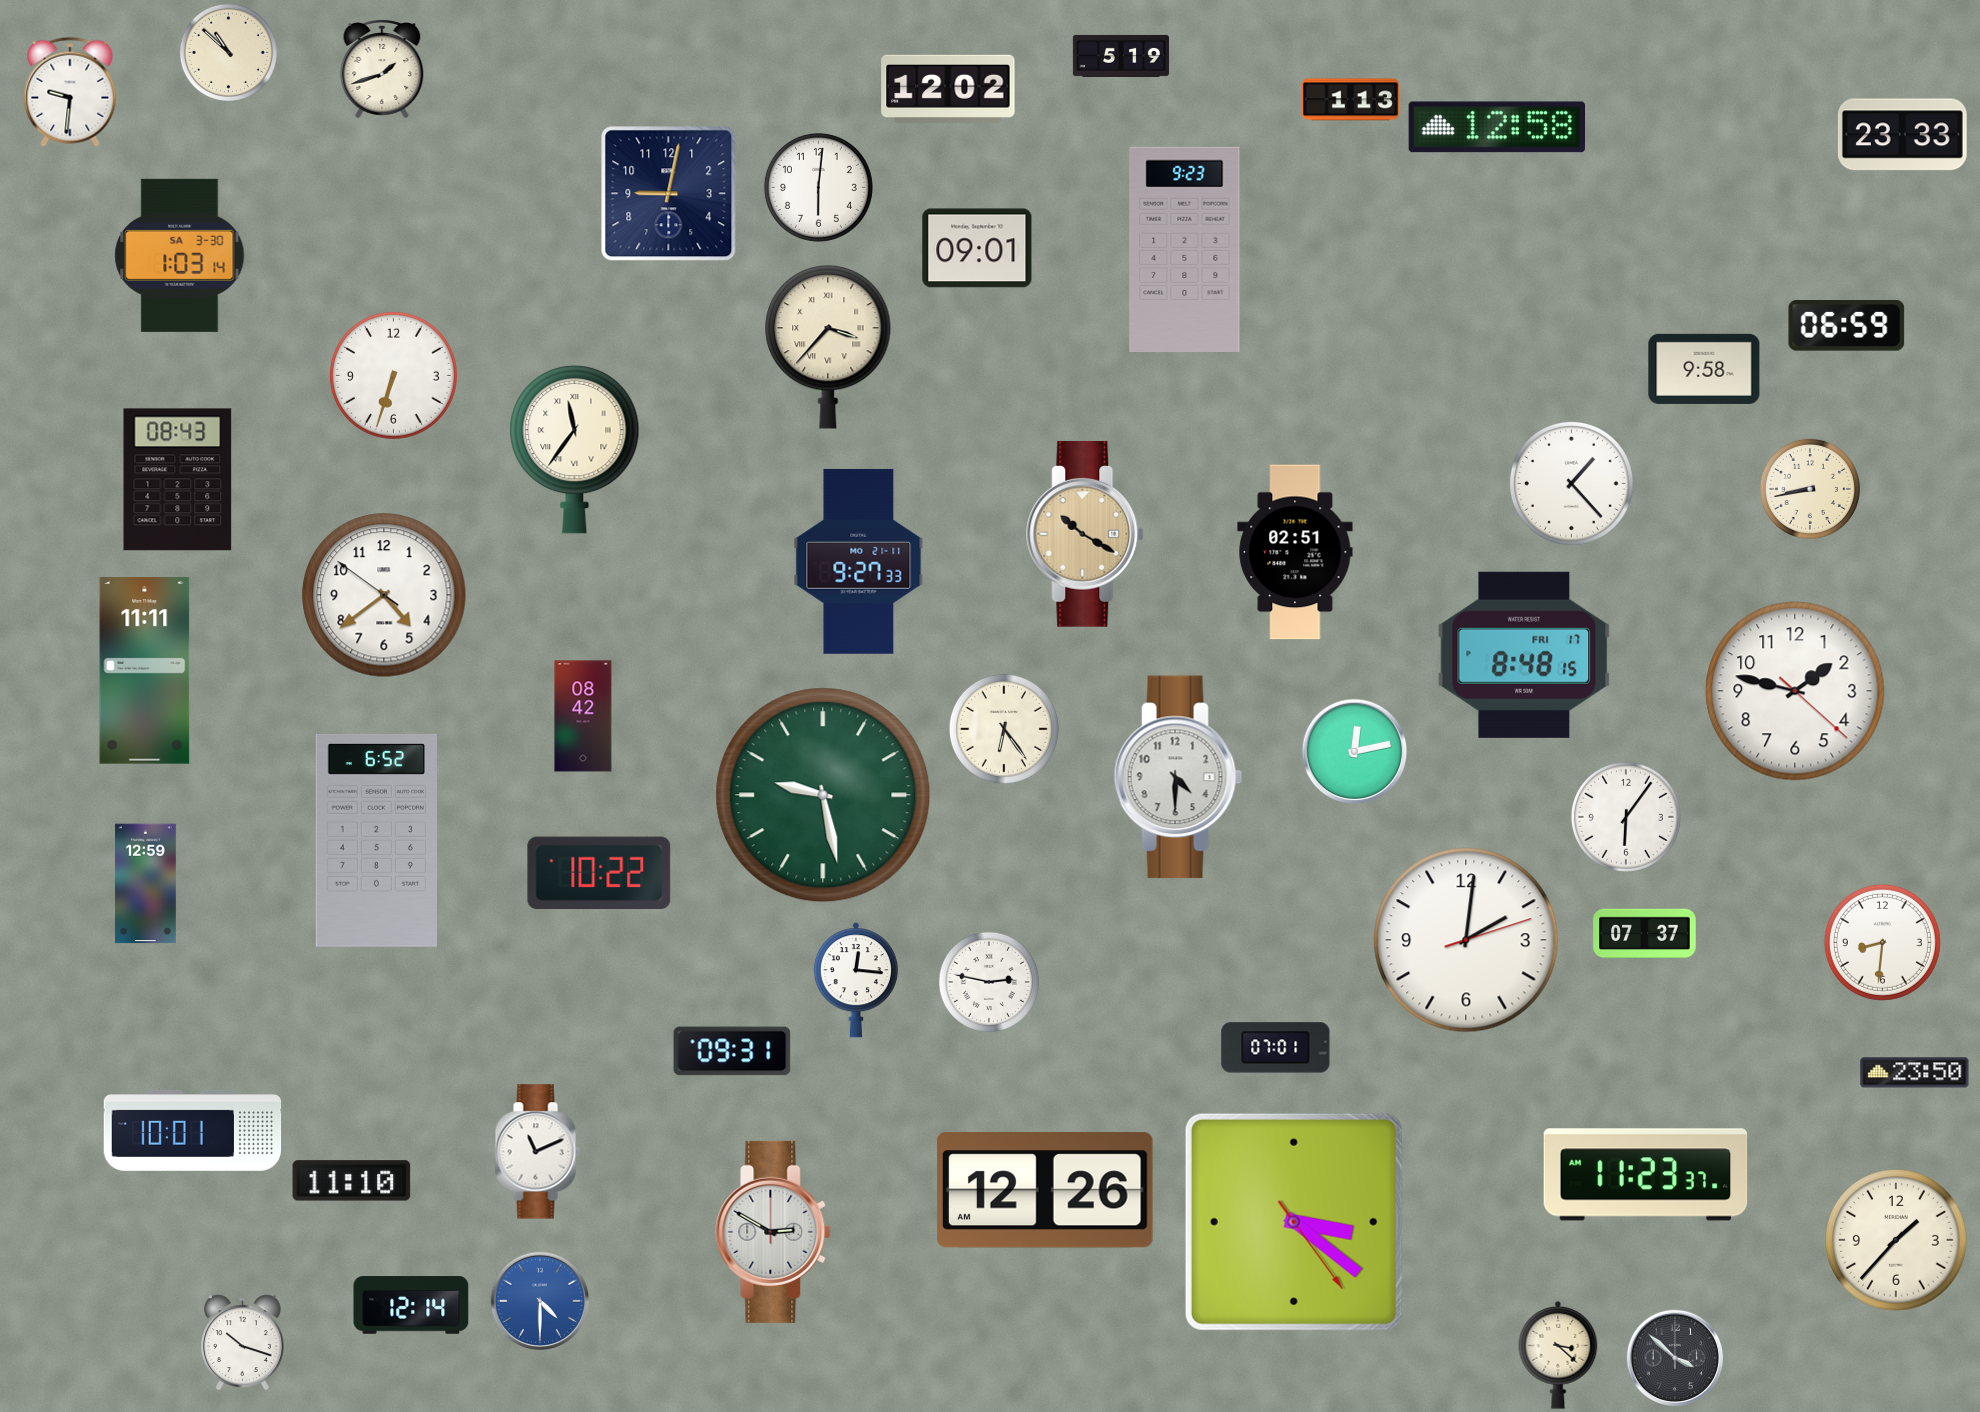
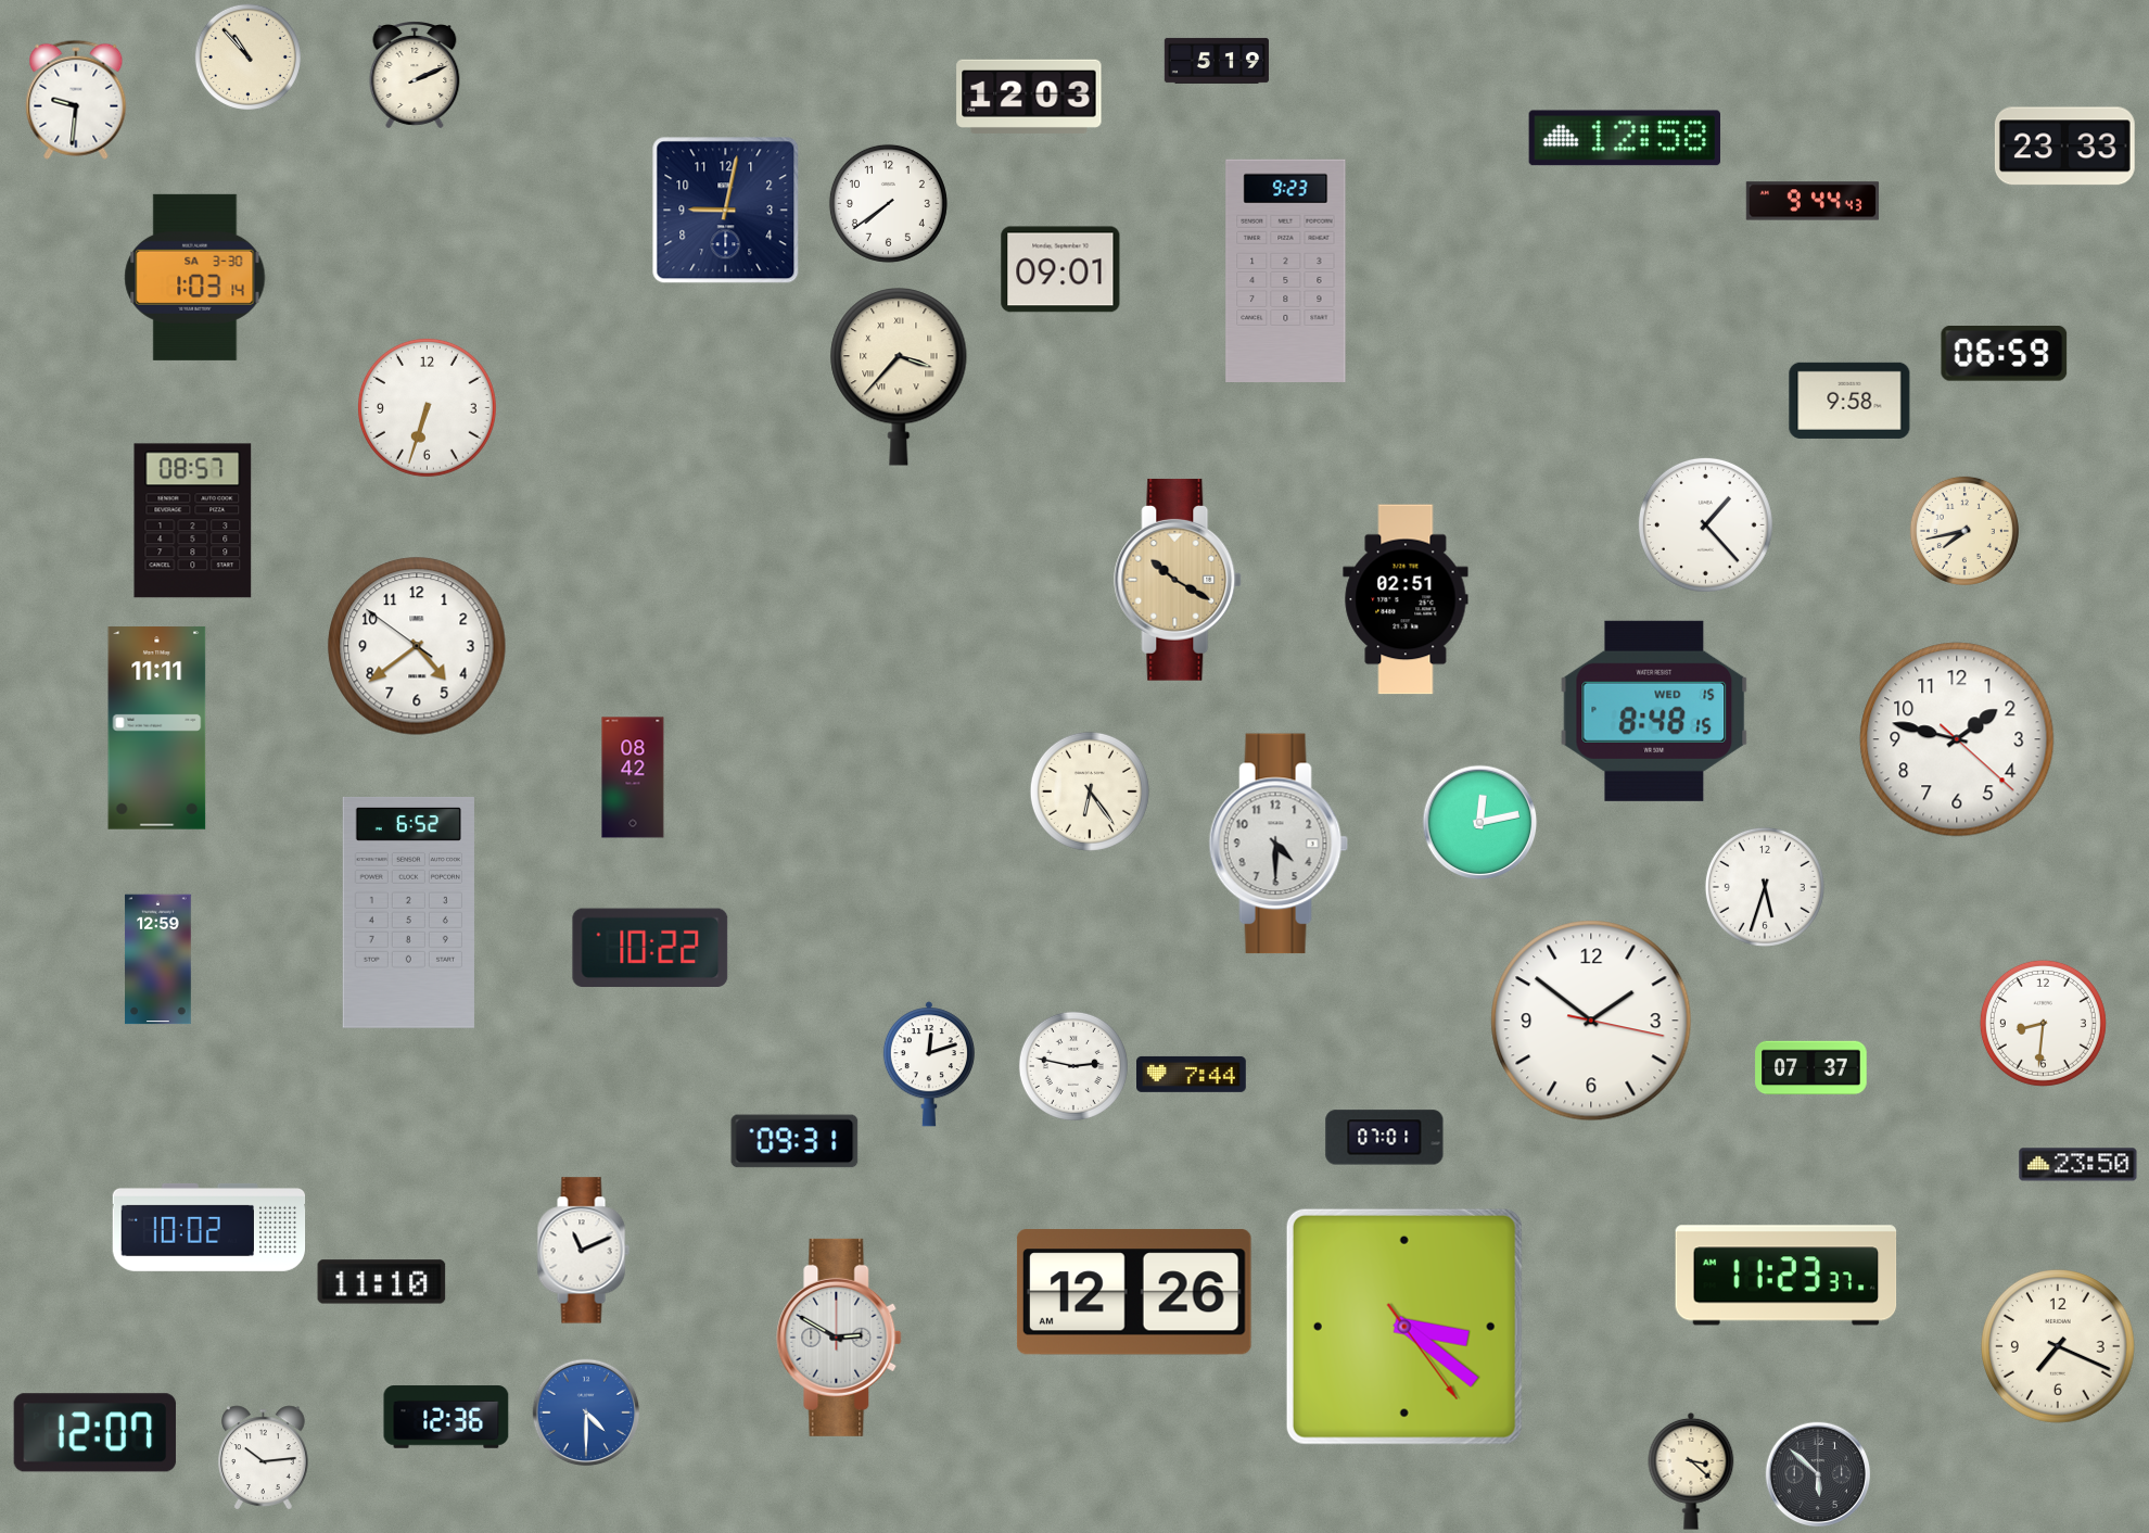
clock at (228, 52): 10:52 -> 10:53
clock at (382, 69): 1:42 -> 2:11
clock at (948, 89): 12:02 -> 12:03
clock at (1350, 100): 1:13 -> none
clock at (1813, 201): none -> 9:44
clock at (818, 187): 6:01 -> 7:39
clock at (575, 449): 11:36 -> none
clock at (178, 480): 08:43 -> 08:57
clock at (1810, 489): 8:43 -> 7:43
clock at (859, 561): 9:27 -> none
clock at (1524, 655) date: FRI 17 -> WED 15
clock at (1795, 691) position: (1795, 691) -> (1957, 739)
clock at (1355, 752) position: (1355, 752) -> (1480, 823)
clock at (823, 795): 9:28 -> none
clock at (1626, 817): 6:06 -> 5:33
clock at (1645, 934) position: (1645, 934) -> (1811, 1068)
clock at (1466, 940): 2:01 -> 1:51
clock at (856, 980): 12:16 -> 12:12
clock at (1192, 1074): none -> 7:44
clock at (193, 1130): 10:01 -> 10:02
clock at (1897, 1241): 1:37 -> 7:19
clock at (411, 1305): 12:14 -> 12:36
clock at (94, 1433): none -> 12:07
clock at (243, 1343): 10:18 -> 10:14
clock at (1675, 1358): 3:52 -> 5:52
